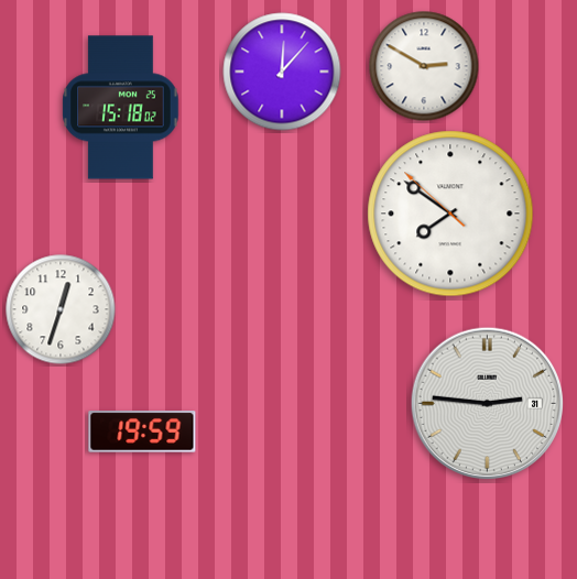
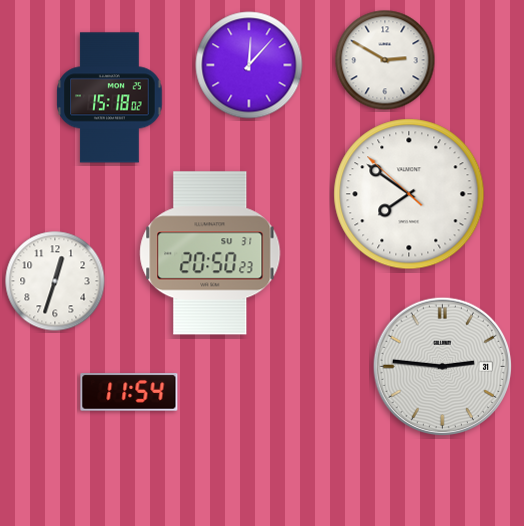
clock at (282, 72) position: (282, 72) -> (249, 65)
clock at (210, 253): none -> 20:50
clock at (142, 431): 19:59 -> 11:54
